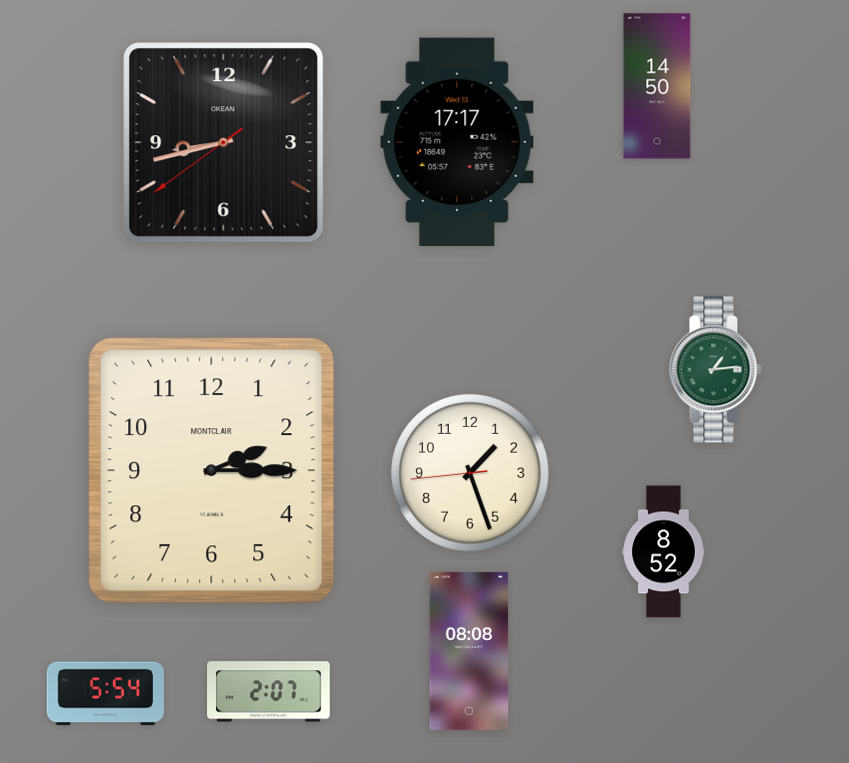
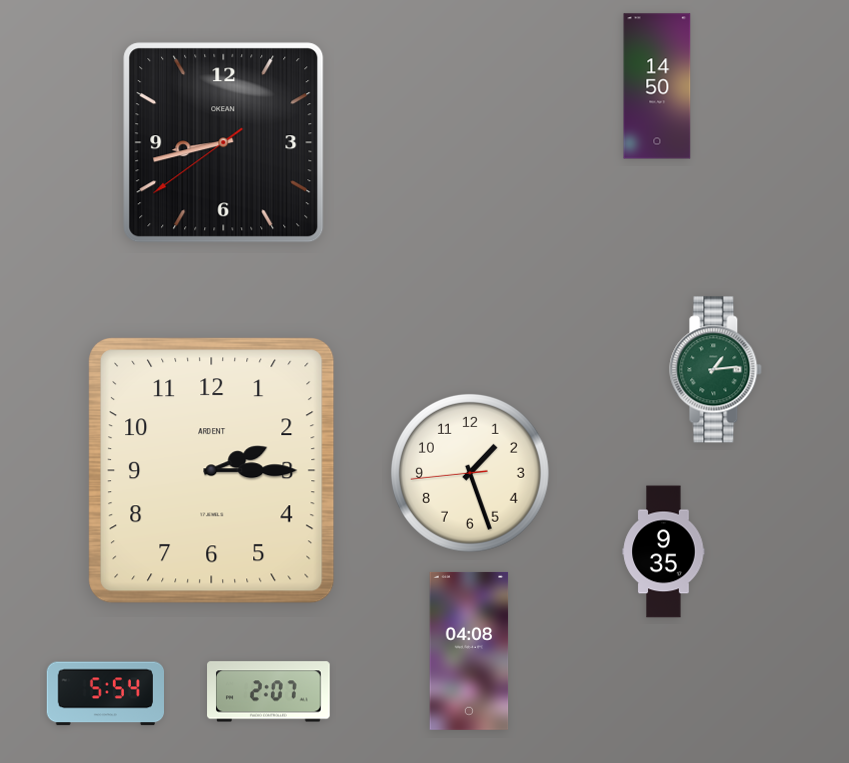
clock at (457, 142): 17:17 -> none
clock at (212, 471) brand: MONTCLAIR -> ARDENT
clock at (664, 552): 8:52 -> 9:35
clock at (469, 651): 08:08 -> 04:08
